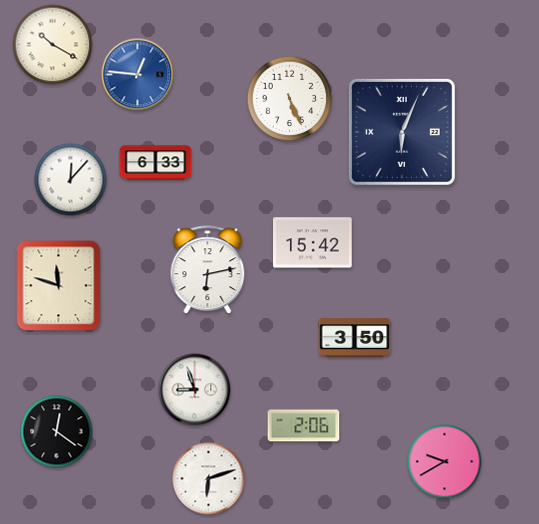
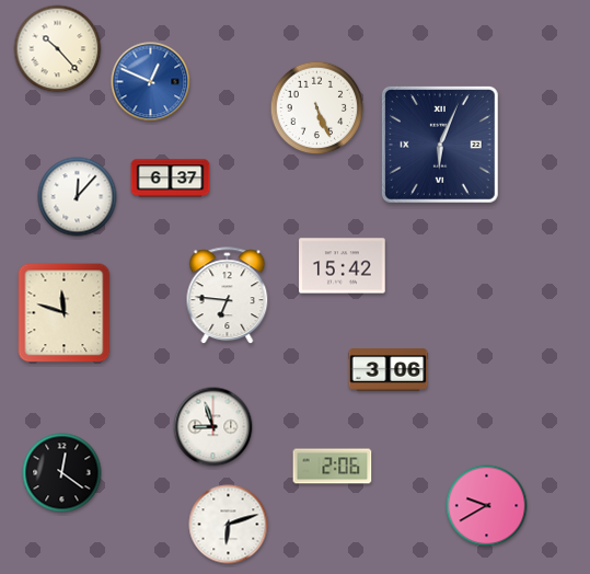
clock at (53, 45): 10:20 -> 10:23
clock at (138, 75): 12:46 -> 12:49
clock at (156, 163): 6:33 -> 6:37
clock at (208, 270): 6:13 -> 6:46
clock at (355, 338): 3:50 -> 3:06
